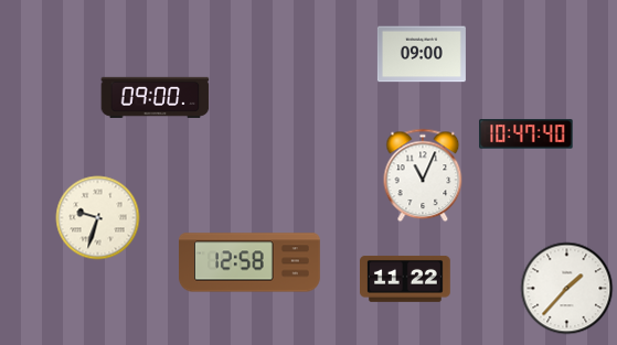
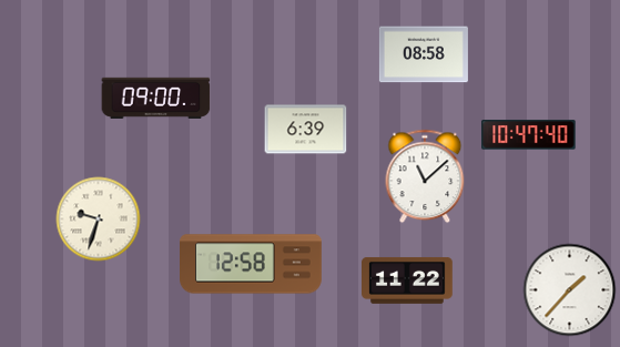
clock at (422, 54): 09:00 -> 08:58
clock at (306, 130): none -> 6:39
clock at (423, 175): 11:04 -> 11:08
